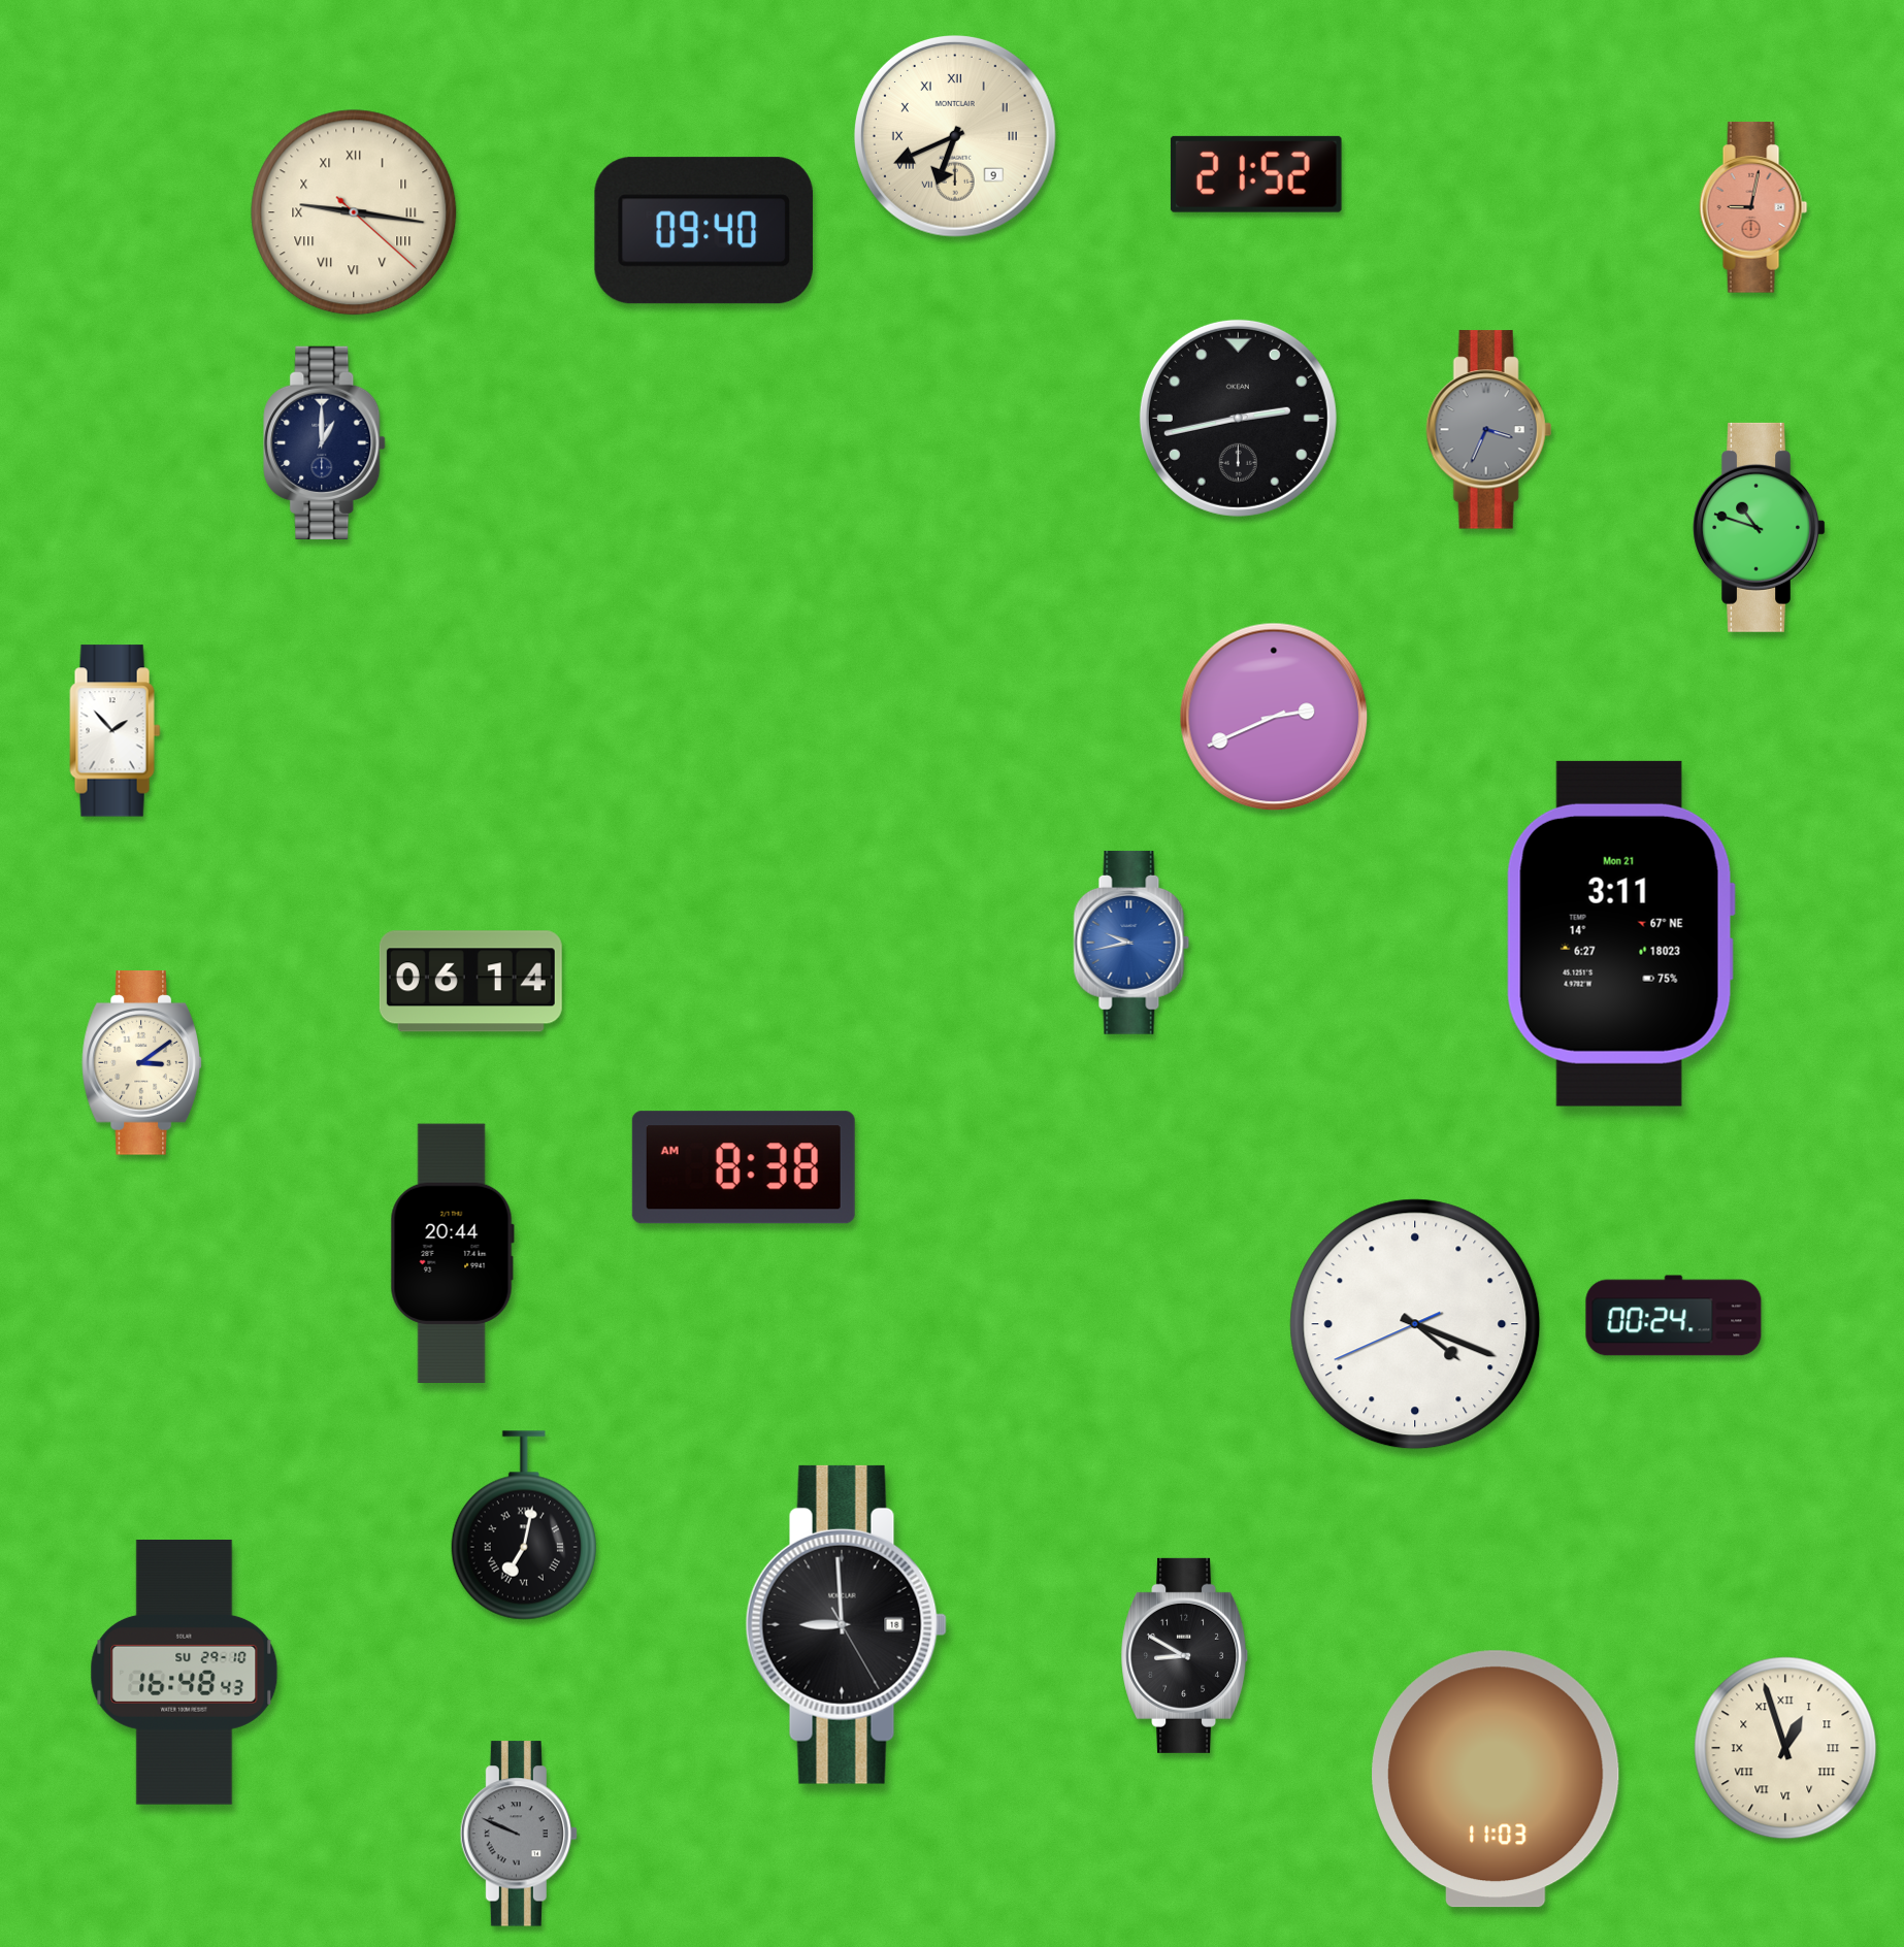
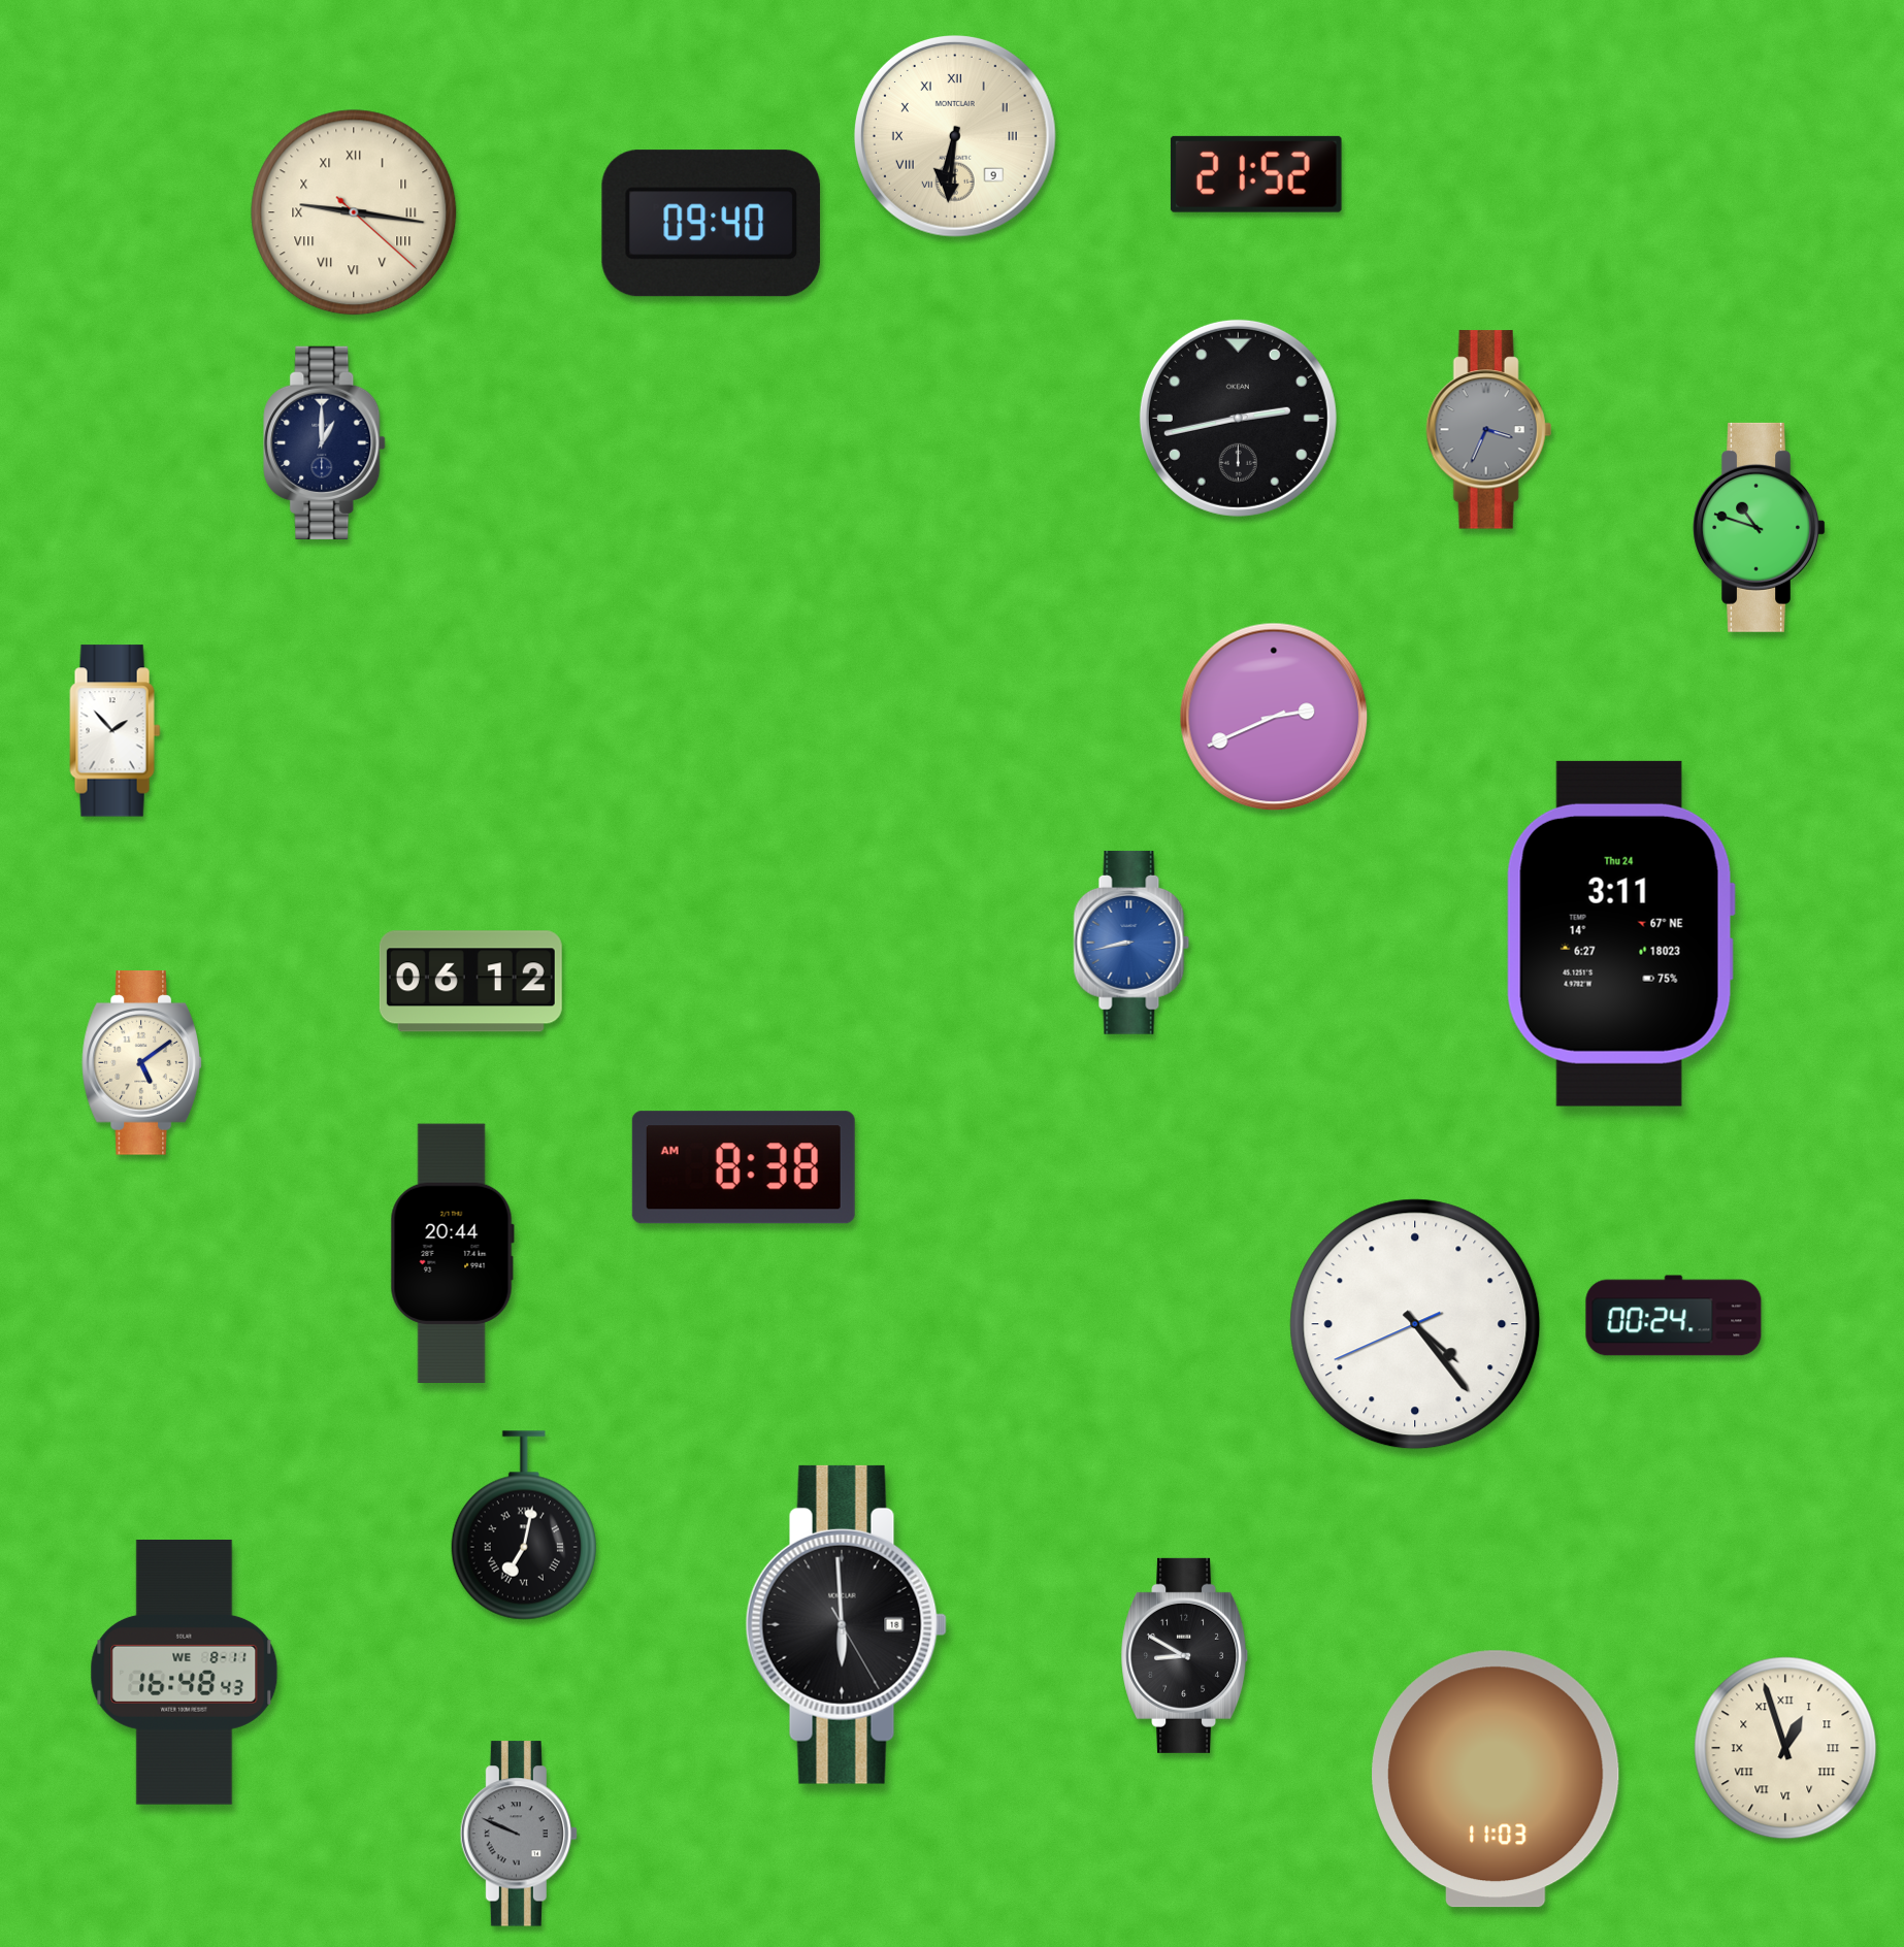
clock at (955, 136): 6:41 -> 6:31
clock at (1753, 207): 9:02 -> none
clock at (703, 231) position: (703, 231) -> (711, 224)
clock at (1620, 933) date: Mon 21 -> Thu 24
clock at (1131, 943): 9:43 -> 8:43
clock at (470, 982): 06:14 -> 06:12
clock at (141, 1063): 3:09 -> 5:09
clock at (1415, 1324): 4:18 -> 4:23
clock at (846, 1624): 8:59 -> 5:59
clock at (185, 1673) date: SU 29-10 -> WE 8-11
